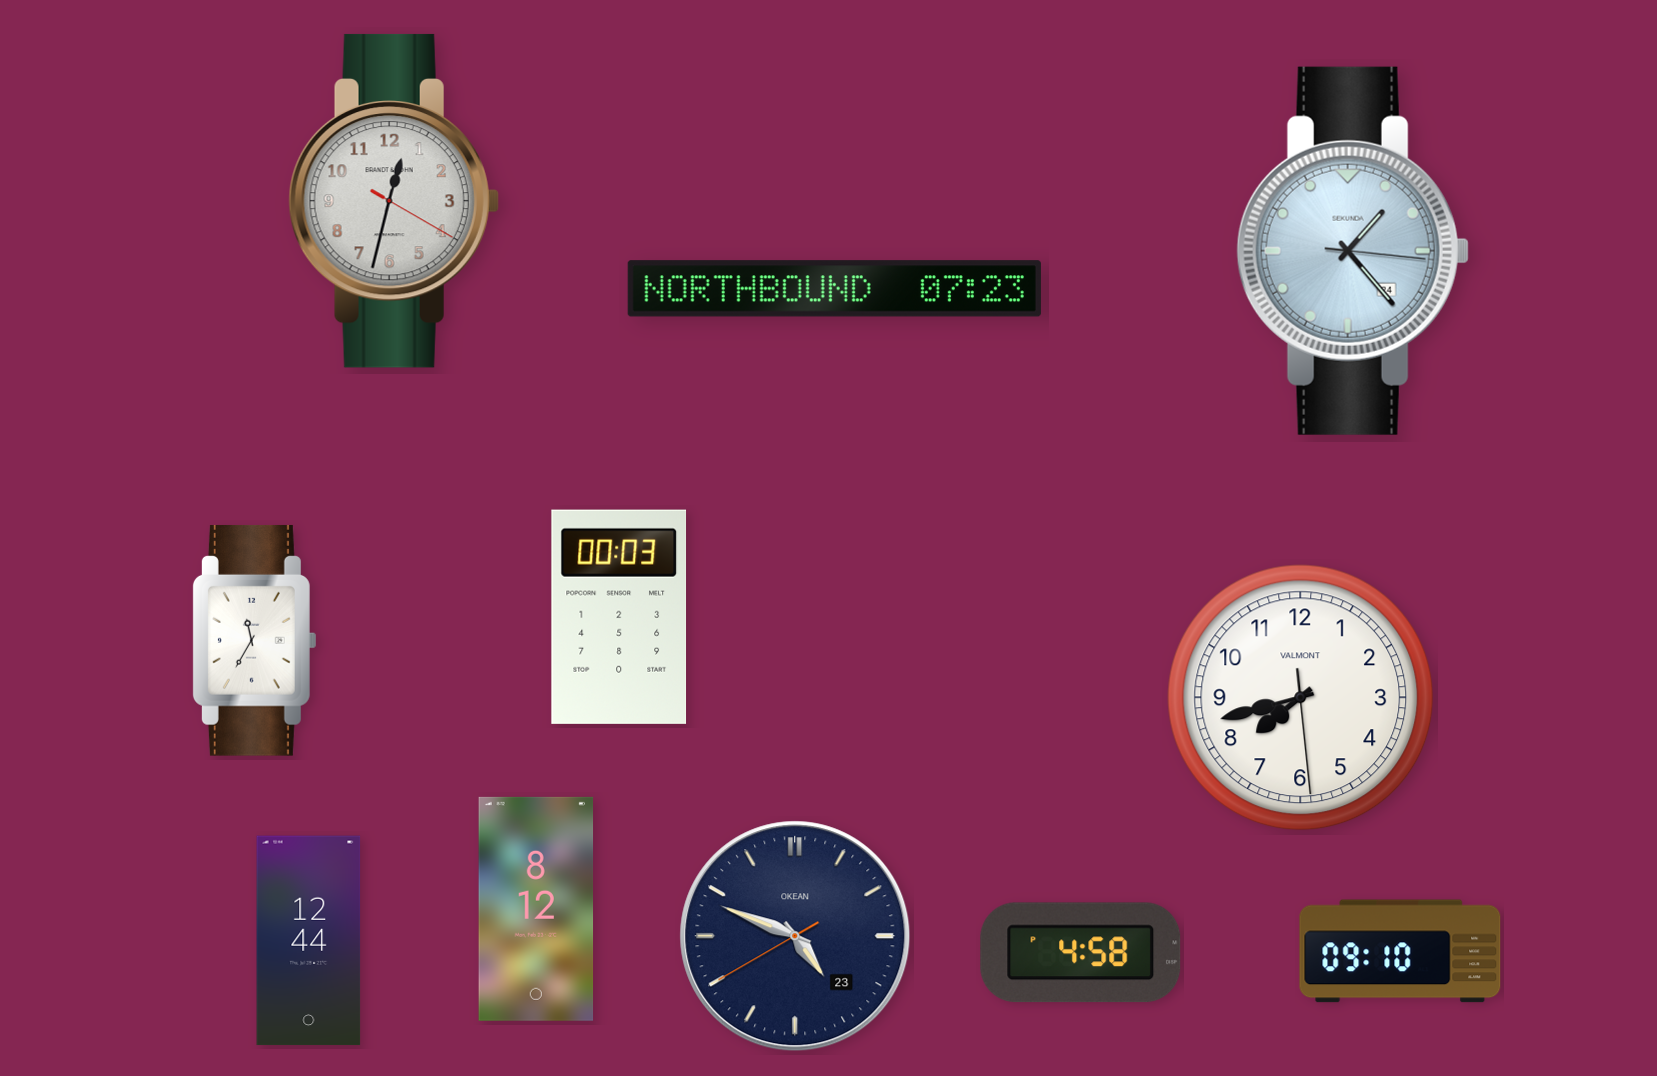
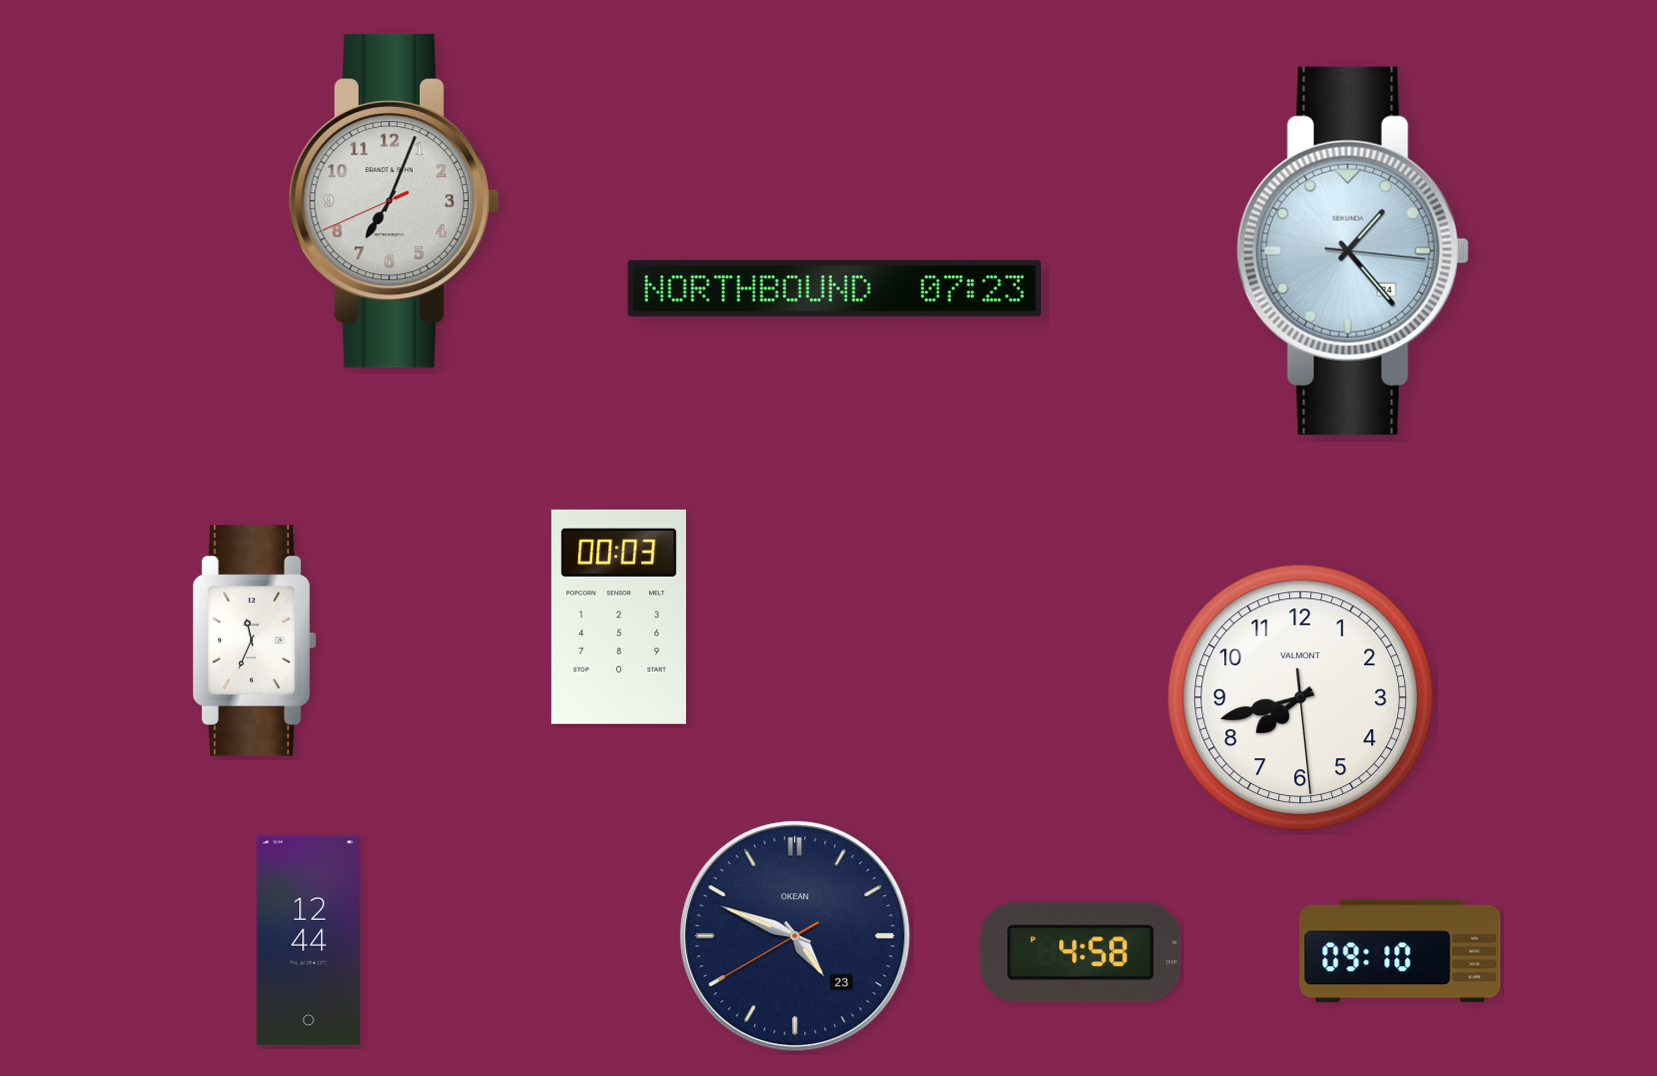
clock at (394, 201): 12:32 -> 7:03
clock at (254, 640): 11:35 -> 11:34
clock at (536, 909): 8:12 -> none
